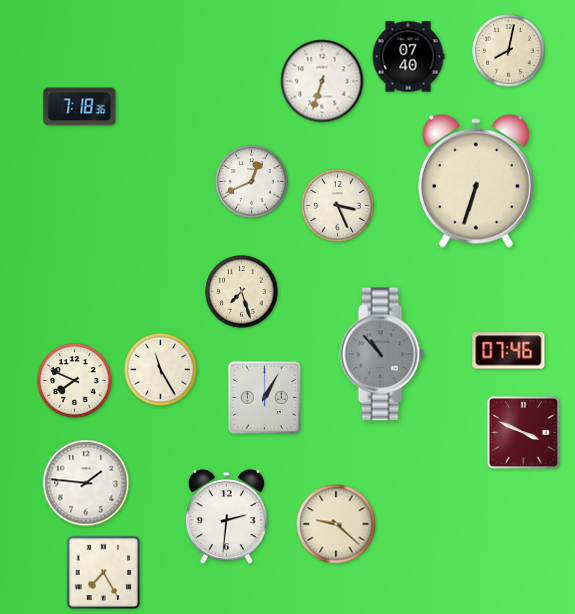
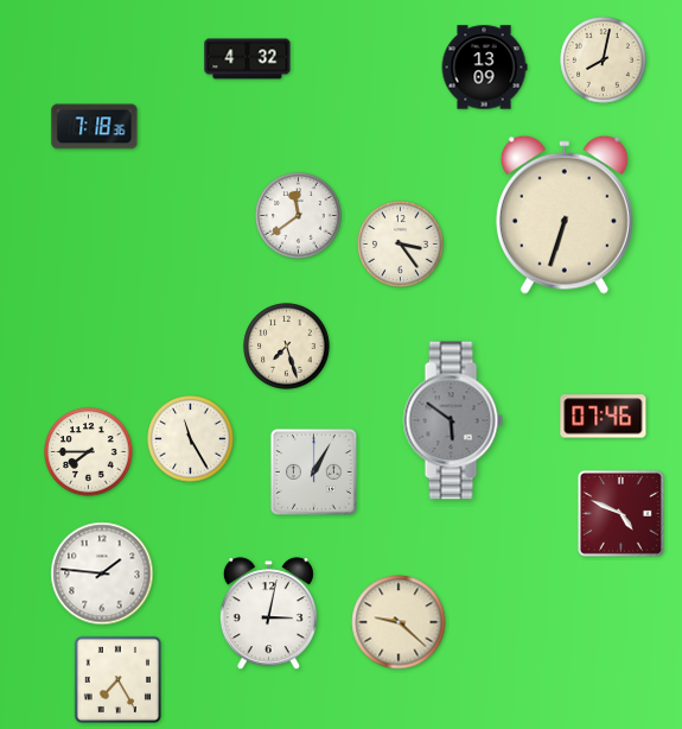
clock at (248, 59): none -> 4:32
clock at (408, 57): 07:40 -> 13:09
clock at (322, 81): 6:33 -> none
clock at (252, 182): 12:41 -> 11:39
clock at (338, 206): 3:26 -> 3:24
clock at (382, 354): 10:53 -> 5:51
clock at (75, 381): 7:49 -> 7:45
clock at (523, 432): 3:49 -> 4:49
clock at (226, 517): 2:31 -> 3:02
clock at (104, 573) position: (104, 573) -> (119, 680)
